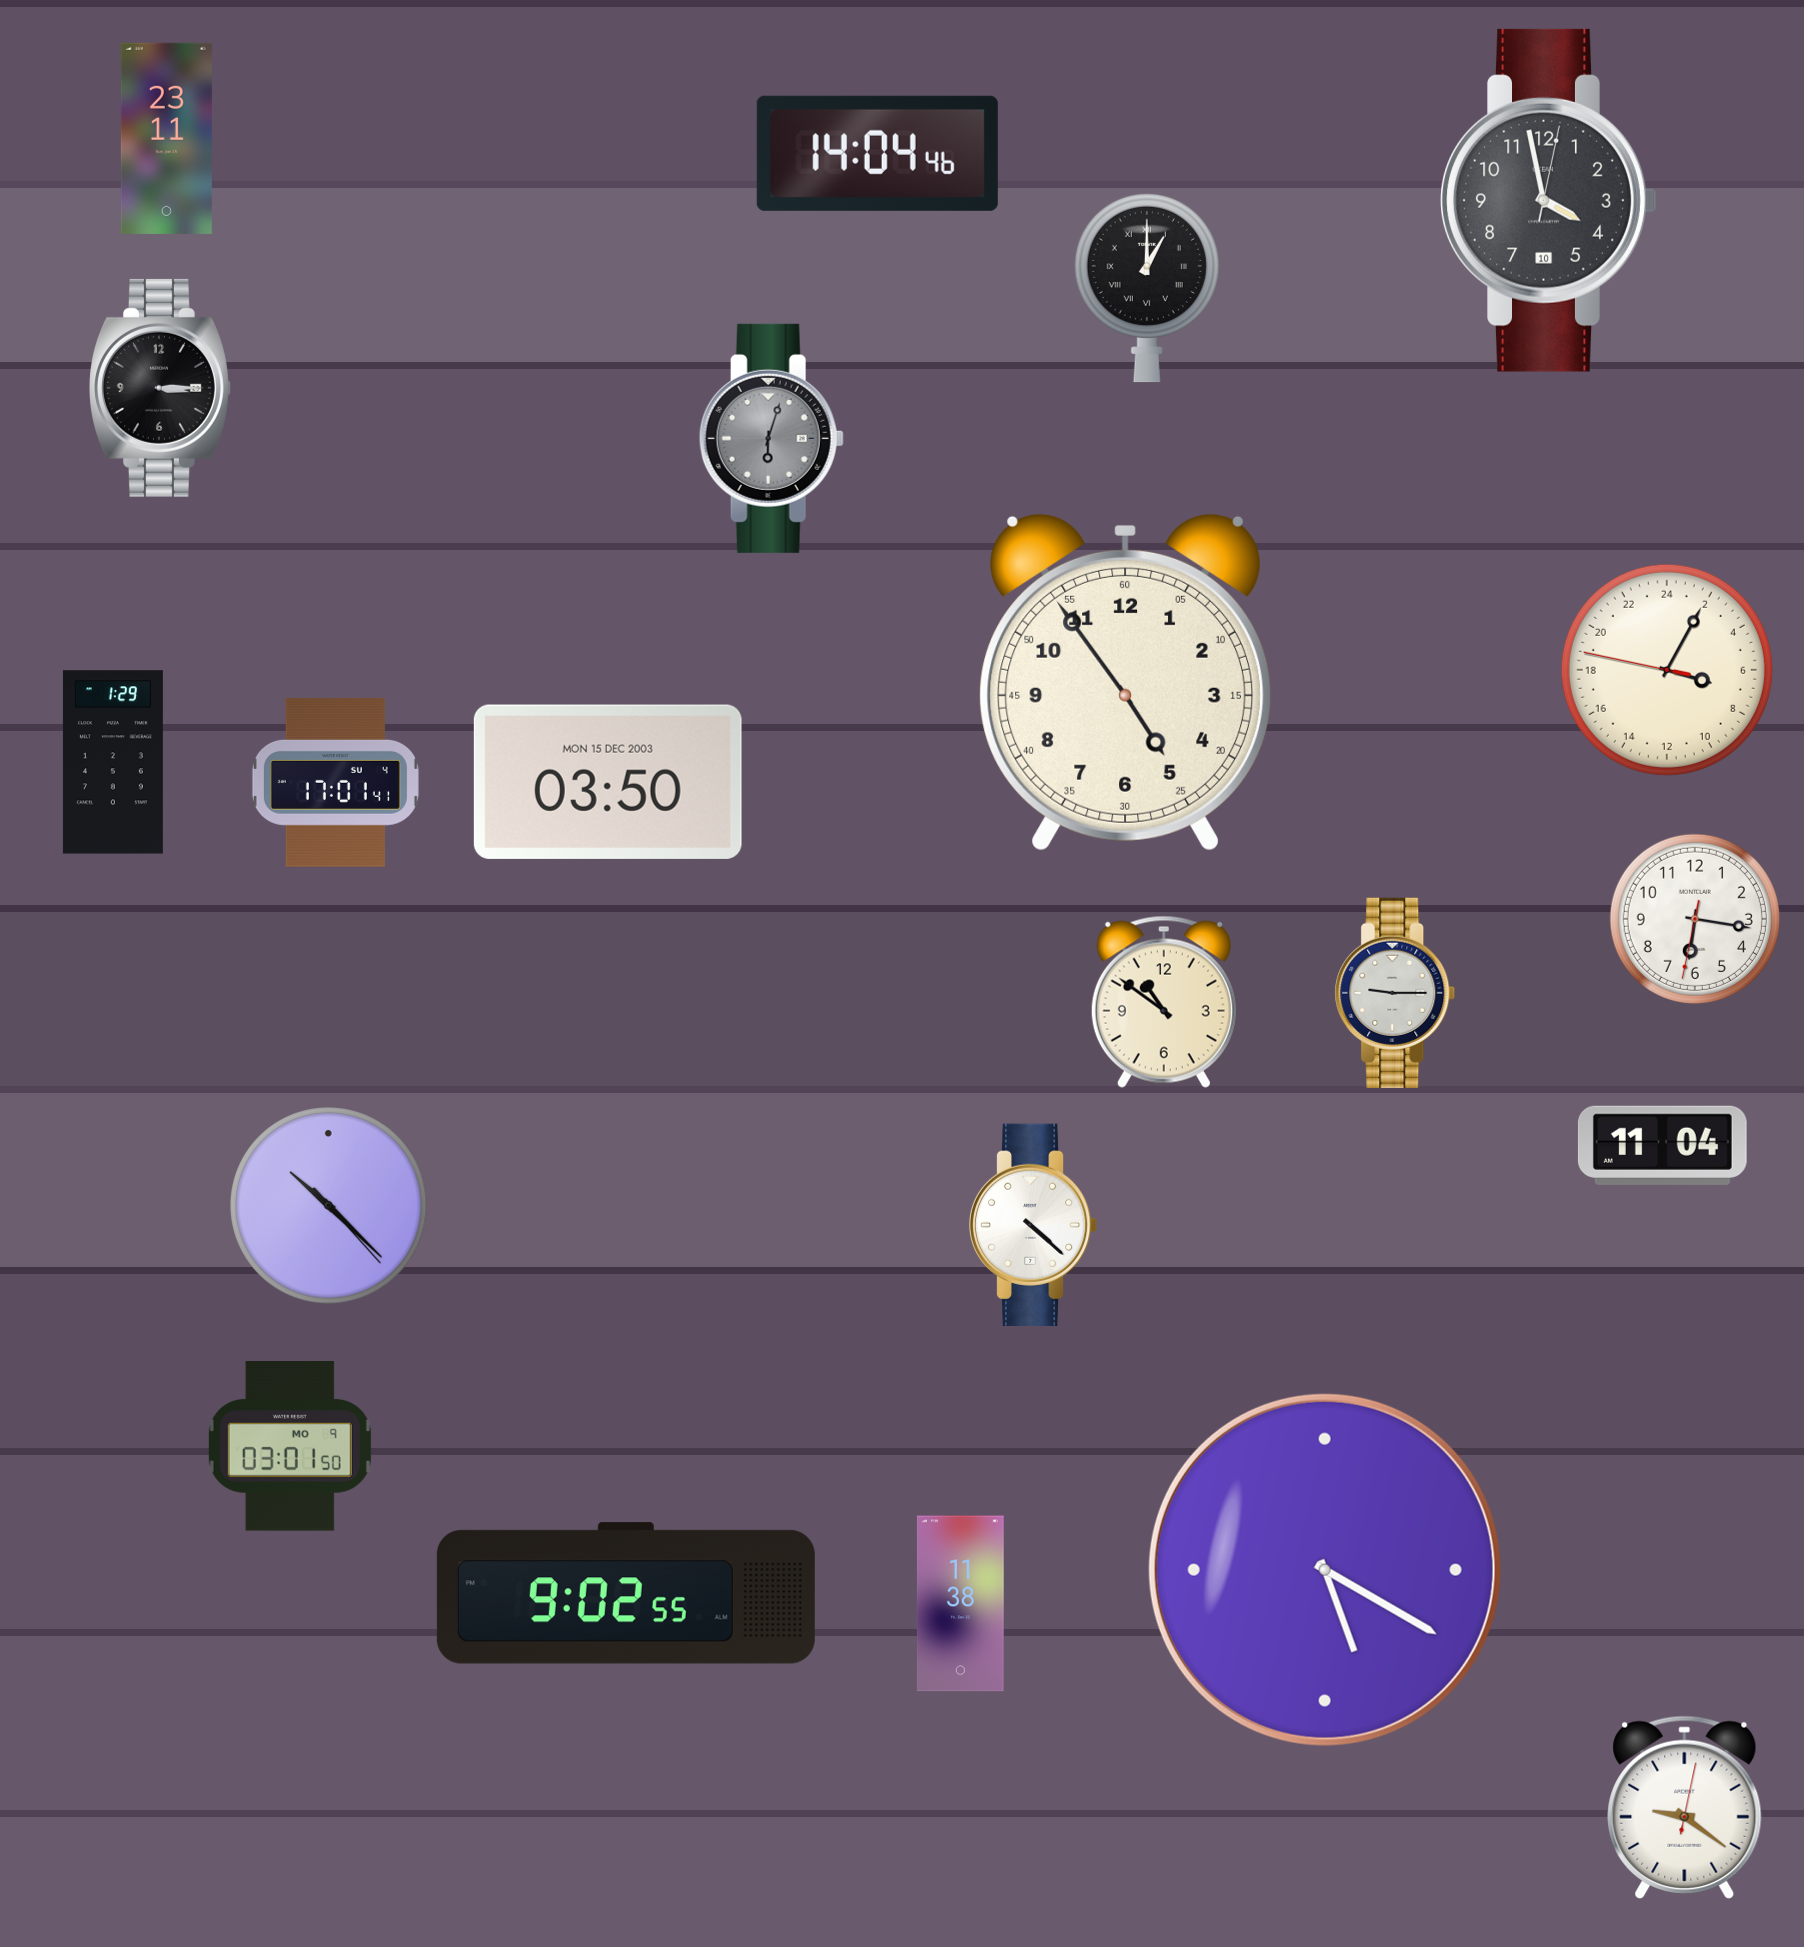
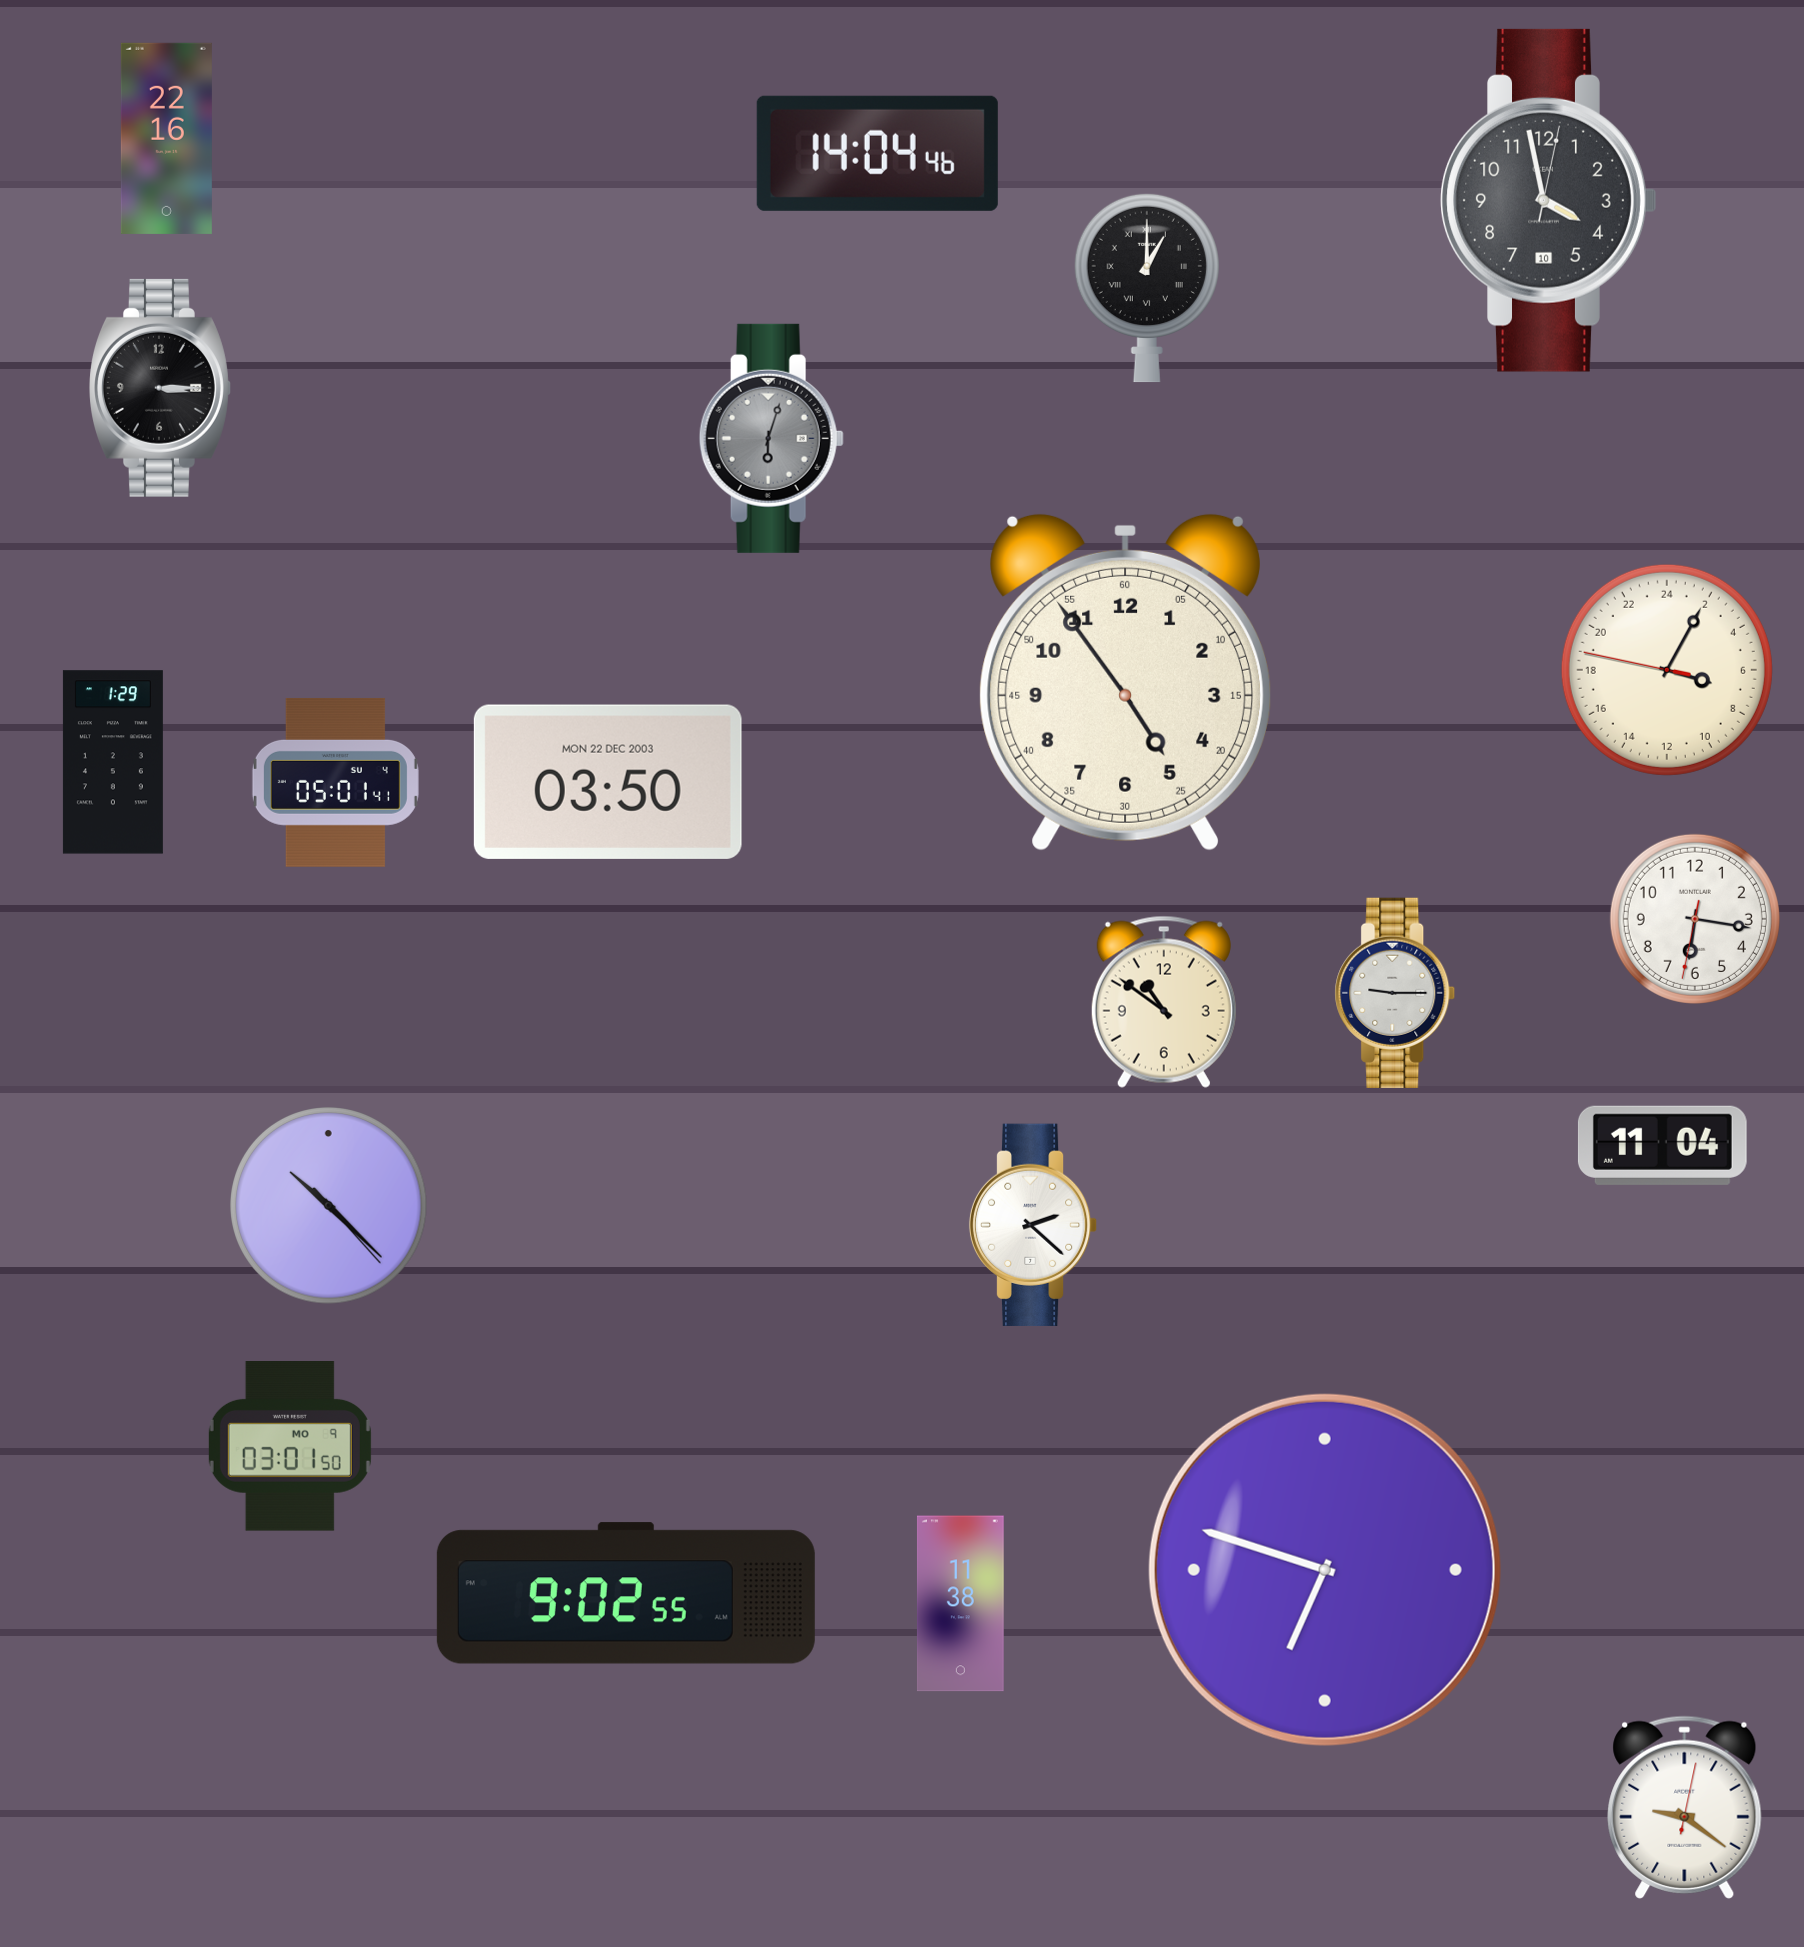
clock at (166, 138): 23:11 -> 22:16
clock at (335, 782): 17:01 -> 05:01
clock at (608, 782) date: MON 15 DEC 2003 -> MON 22 DEC 2003
clock at (1033, 1225): 4:22 -> 2:22
clock at (1325, 1570): 5:20 -> 6:48
